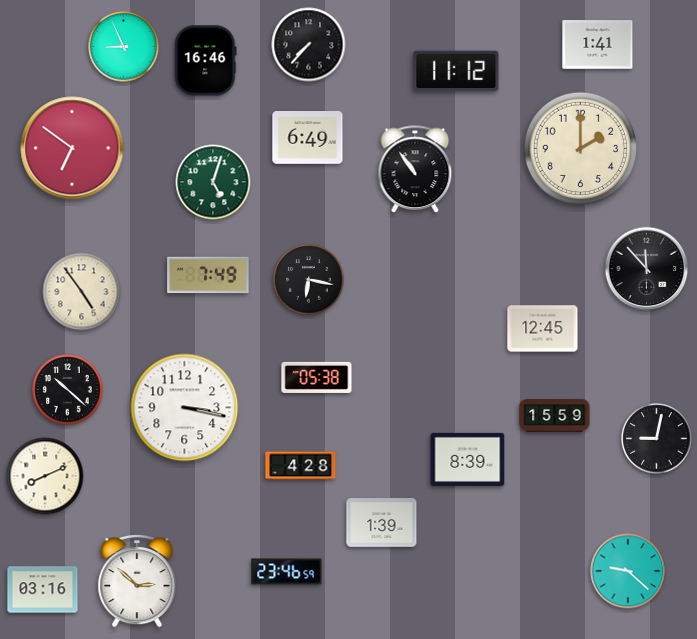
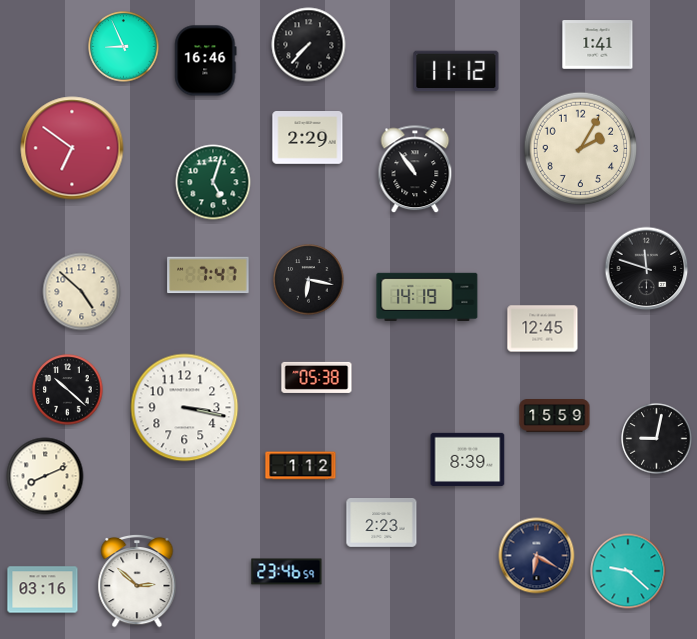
clock at (308, 138): 6:49 -> 2:29
clock at (581, 149): 2:00 -> 2:05
clock at (647, 269): 11:53 -> 11:48
clock at (208, 275): 7:49 -> 7:47
clock at (82, 292): 4:54 -> 4:52
clock at (427, 296): none -> 14:19
clock at (301, 466): 4:28 -> 1:12
clock at (382, 523): 1:39 -> 2:23
clock at (537, 556): none -> 6:20
